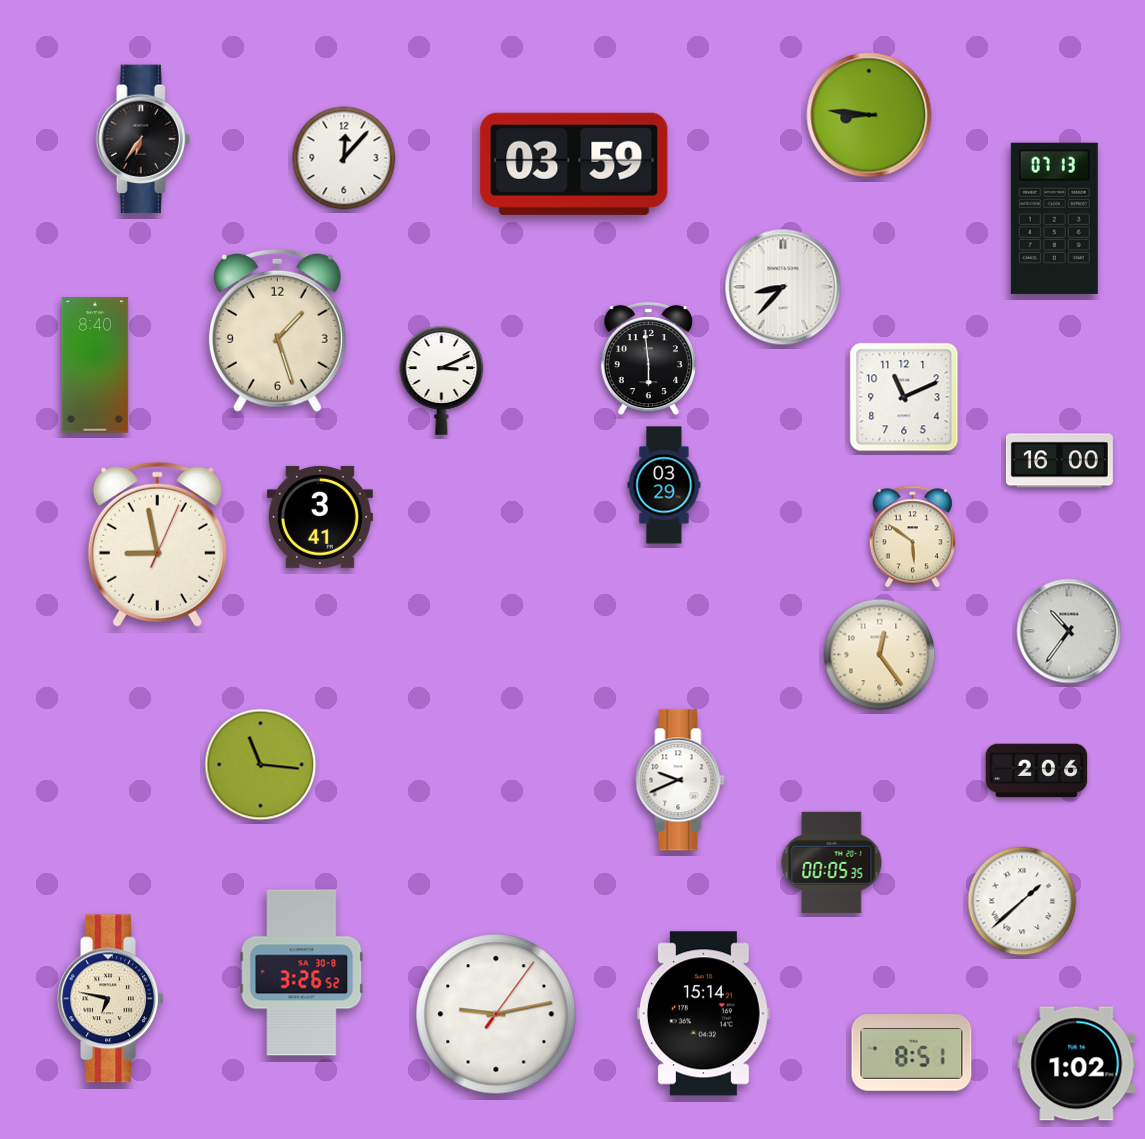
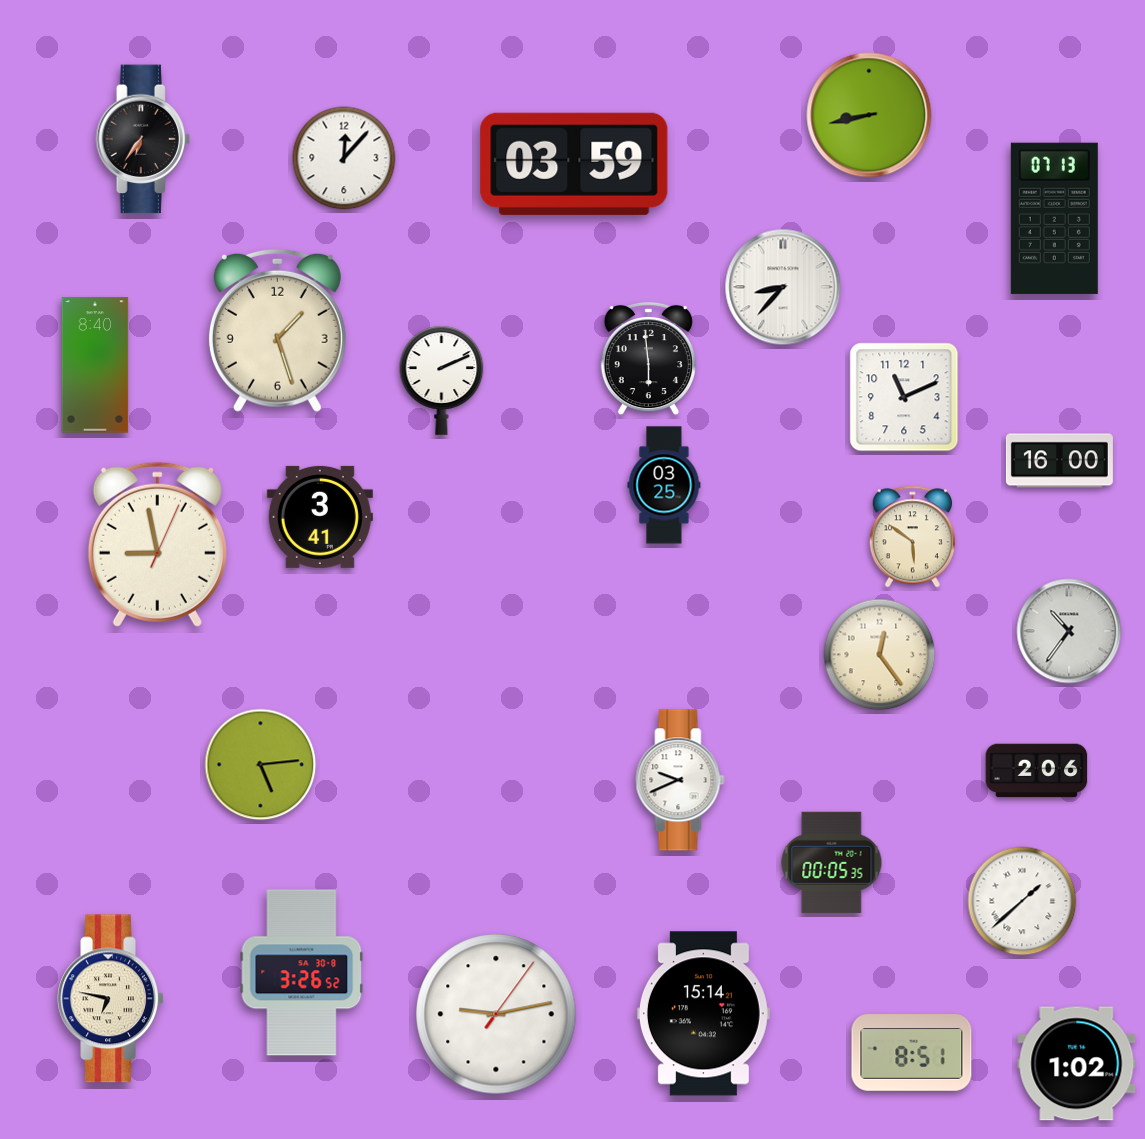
clock at (869, 115): 8:46 -> 8:43
clock at (442, 380): 3:11 -> 2:11
clock at (664, 485): 03:29 -> 03:25
clock at (261, 765): 11:16 -> 5:14
